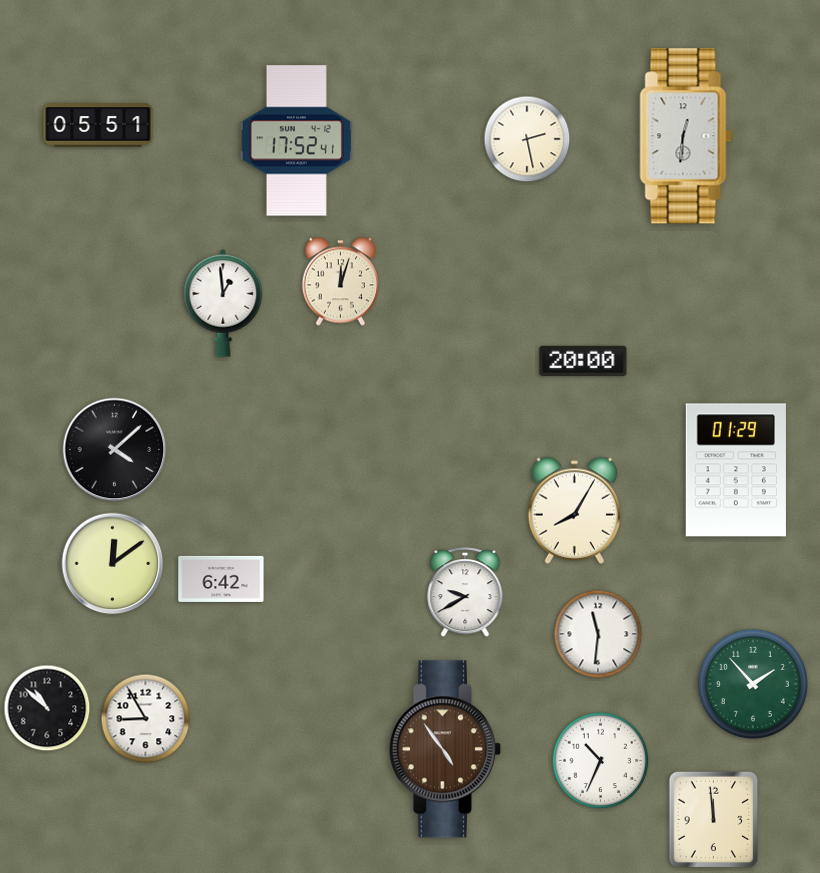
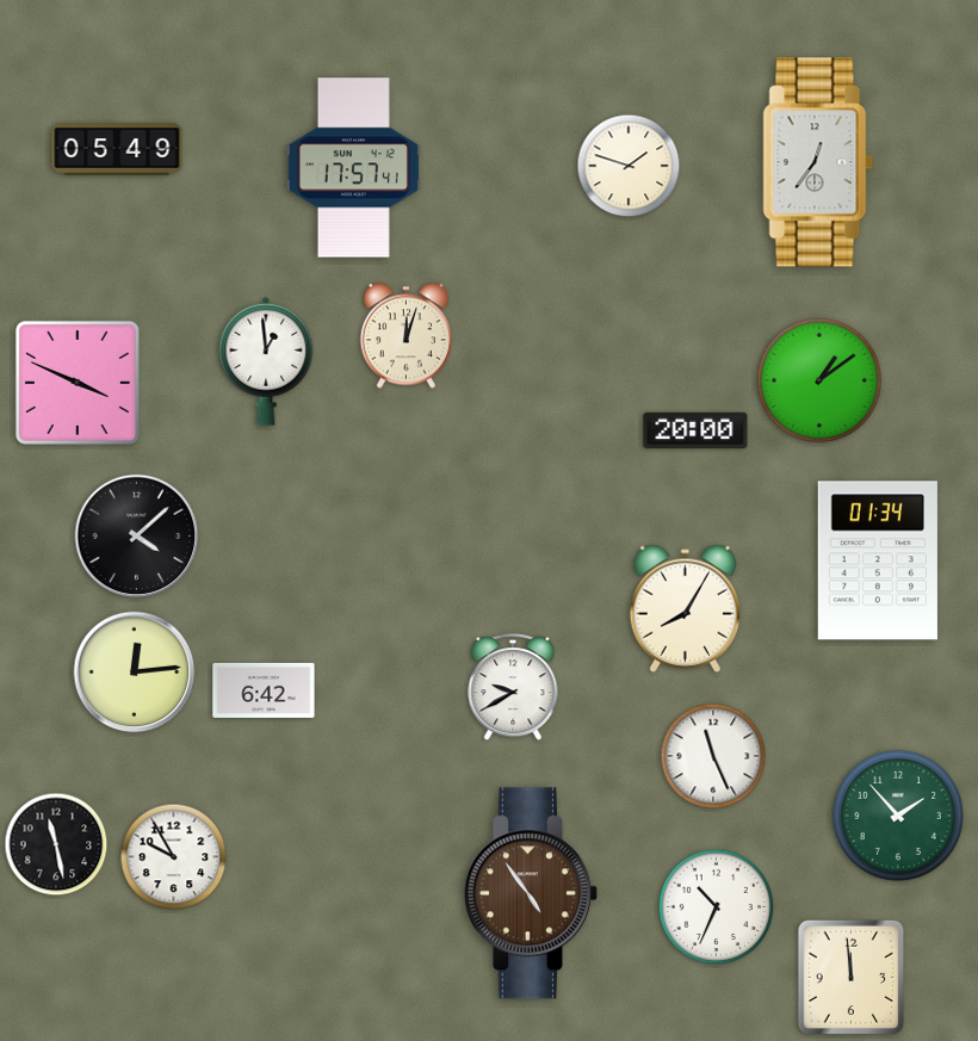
clock at (98, 125): 05:51 -> 05:49
clock at (686, 136): 12:31 -> 12:36
clock at (527, 139): 2:28 -> 1:48
clock at (296, 141): 17:52 -> 17:57
clock at (819, 380): none -> 1:09
clock at (78, 383): none -> 3:49
clock at (736, 470): 01:29 -> 01:34
clock at (113, 564): 12:09 -> 12:14
clock at (465, 593) position: (465, 593) -> (513, 688)
clock at (598, 634): 11:31 -> 11:26
clock at (47, 708): 10:52 -> 11:28
clock at (146, 719): 8:55 -> 9:55
